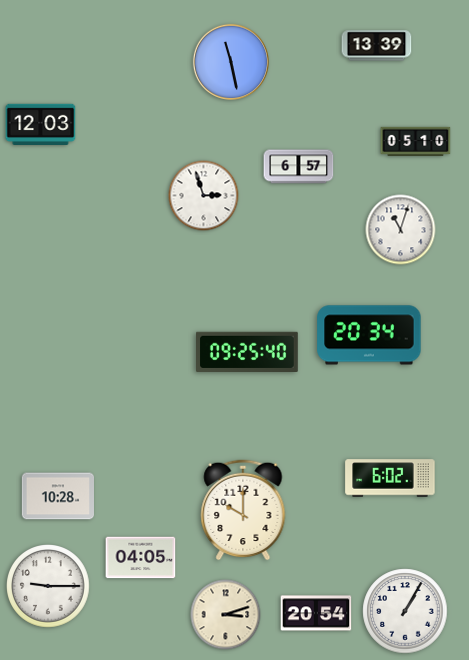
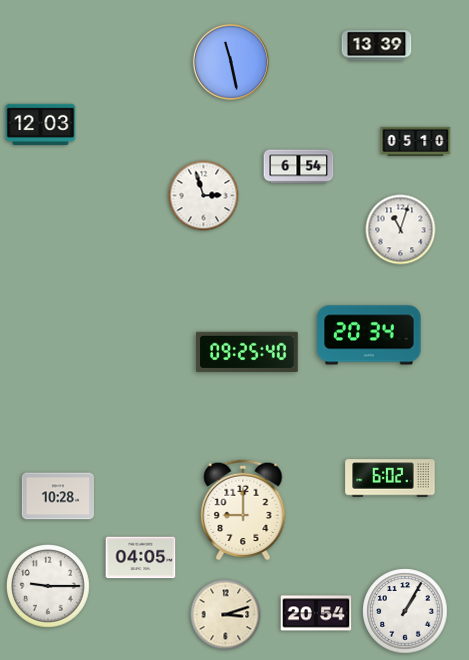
clock at (299, 167): 6:57 -> 6:54
clock at (243, 510): 10:00 -> 9:00
